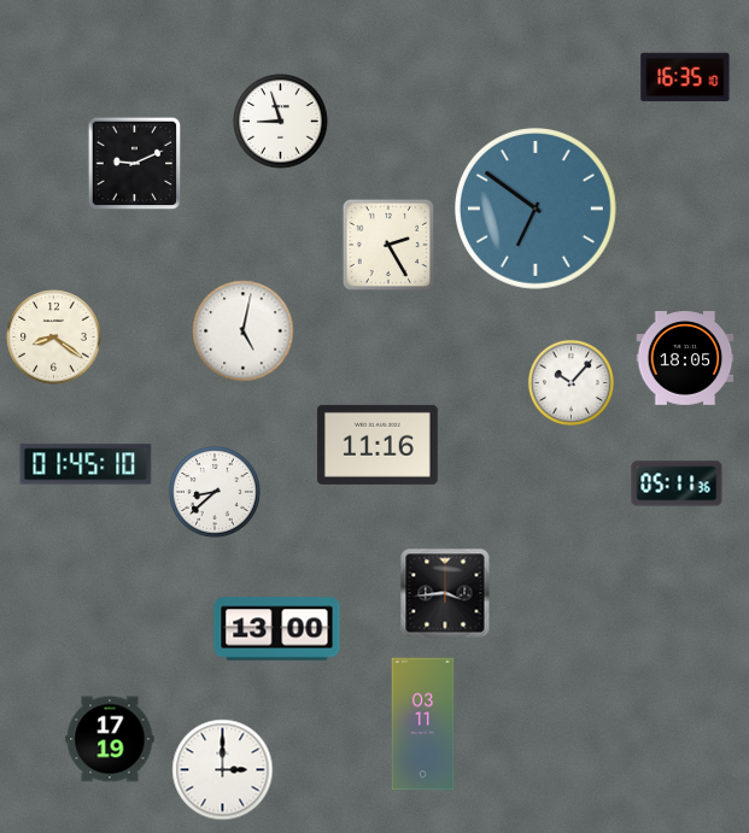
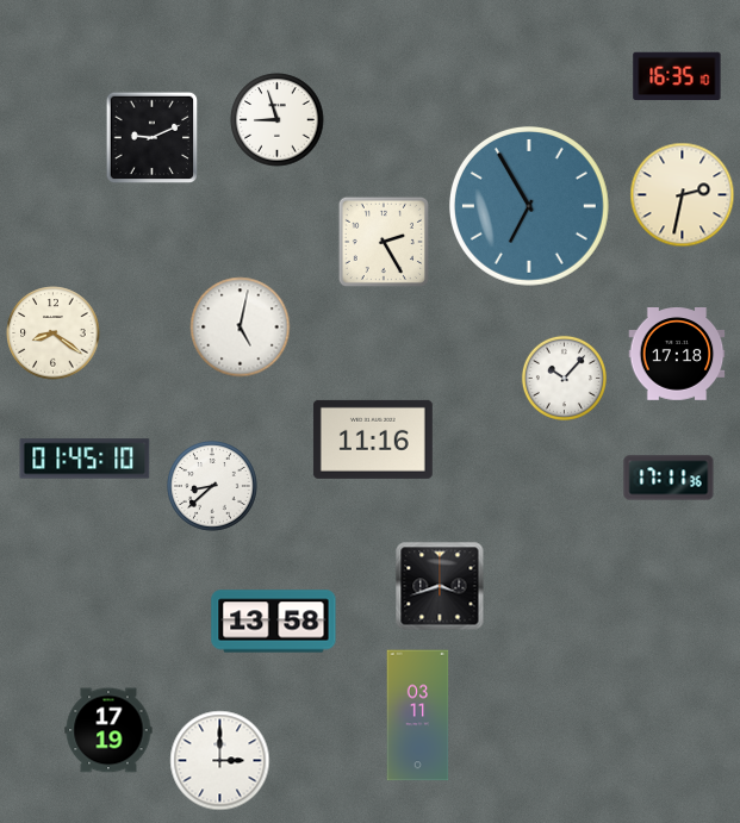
clock at (135, 164) position: (135, 164) -> (153, 138)
clock at (683, 195): none -> 2:32
clock at (536, 209): 6:51 -> 6:55
clock at (685, 358): 18:05 -> 17:18
clock at (677, 483): 05:11 -> 17:11
clock at (445, 593): 3:44 -> 3:42
clock at (277, 629): 13:00 -> 13:58
